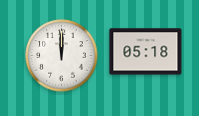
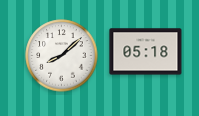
clock at (62, 56): 12:00 -> 8:08
